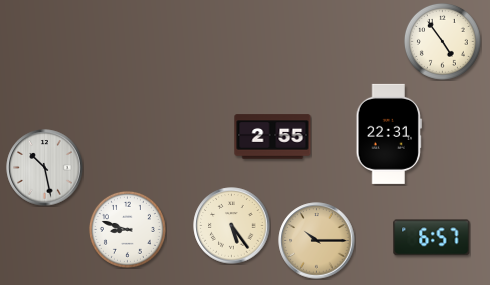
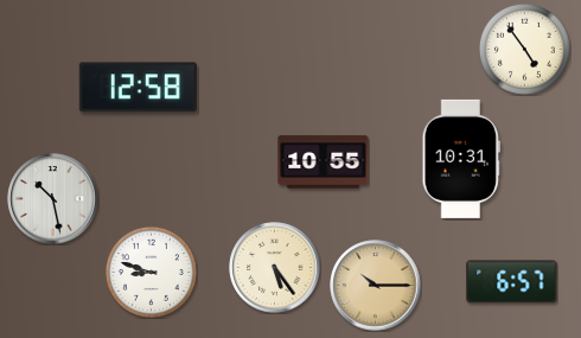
clock at (138, 88): none -> 12:58
clock at (389, 134): 22:31 -> 10:31
clock at (273, 137): 2:55 -> 10:55
